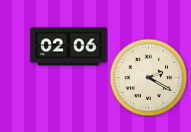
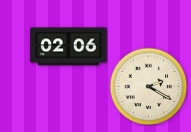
clock at (148, 77) position: (148, 77) -> (148, 86)
